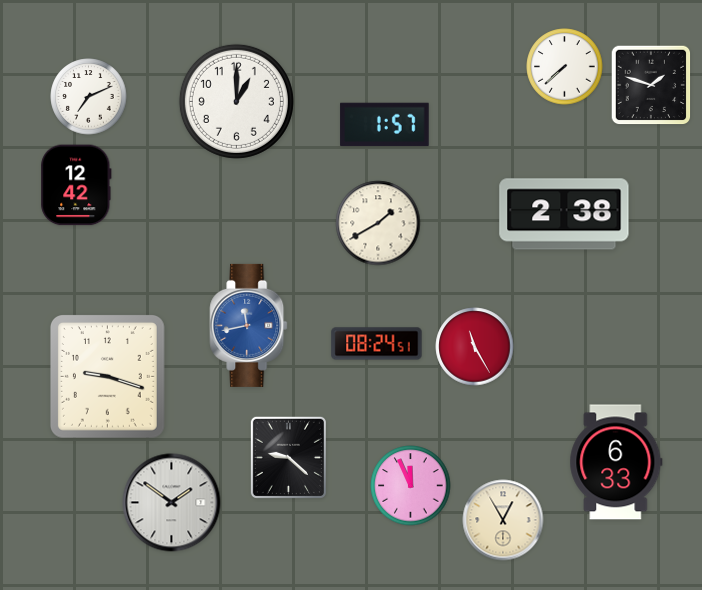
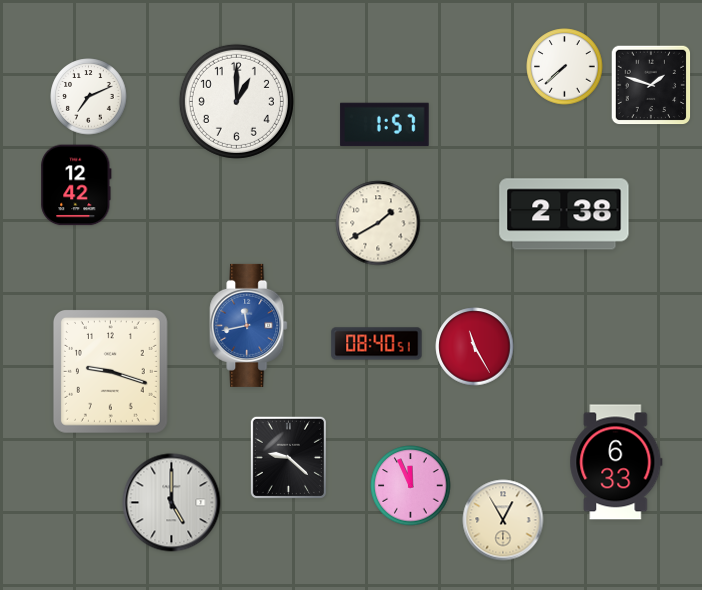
clock at (377, 344): 08:24 -> 08:40
clock at (107, 377) position: (107, 377) -> (110, 372)
clock at (172, 503): 1:51 -> 5:00
